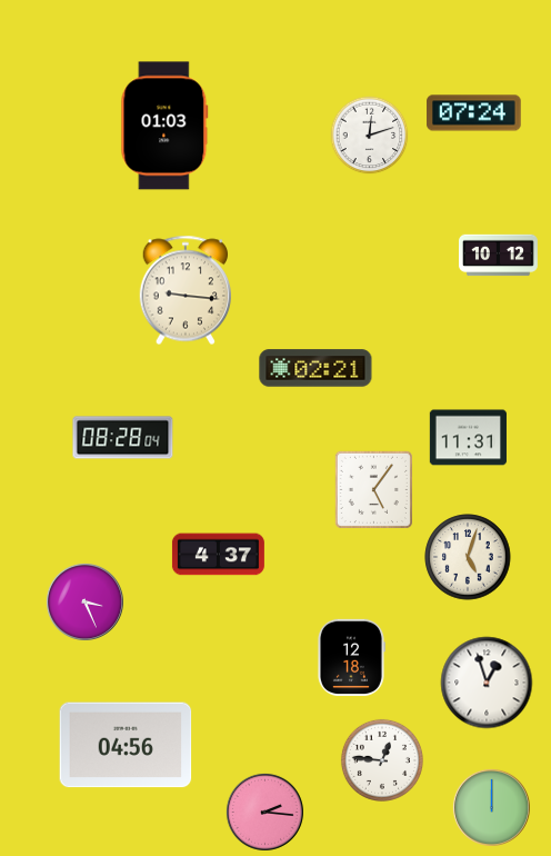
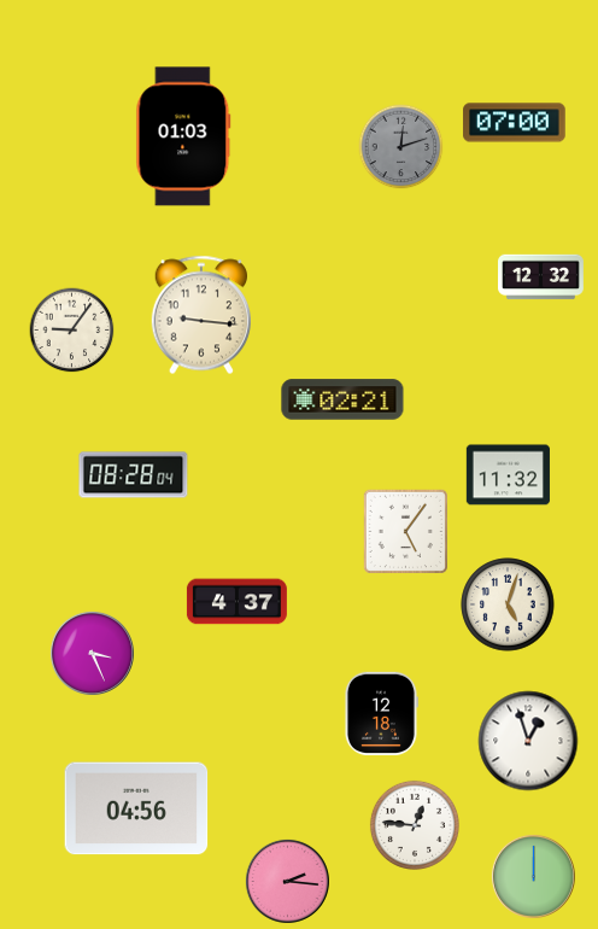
clock at (474, 113): 07:24 -> 07:00
clock at (164, 126) position: (164, 126) -> (183, 136)
clock at (370, 136) dial: white -> grey
clock at (499, 256): 10:12 -> 12:32
clock at (72, 331): none -> 9:06
clock at (468, 438): 11:31 -> 11:32
